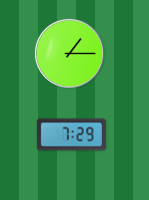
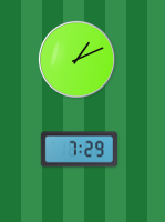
clock at (69, 53): 1:15 -> 1:11
